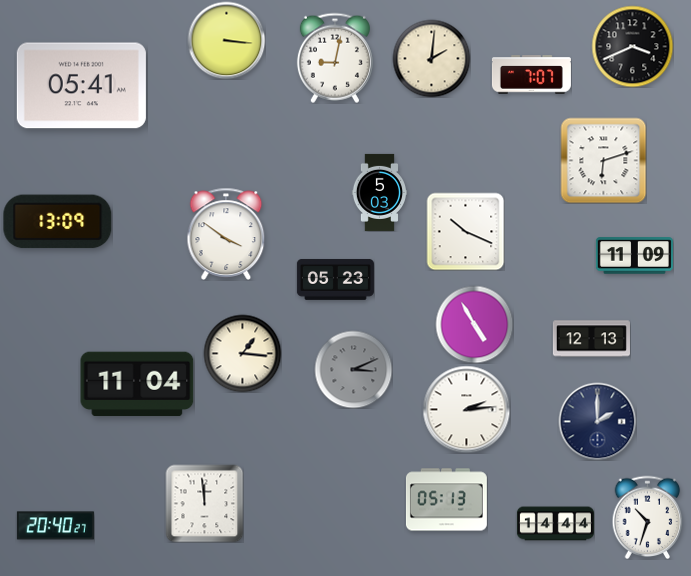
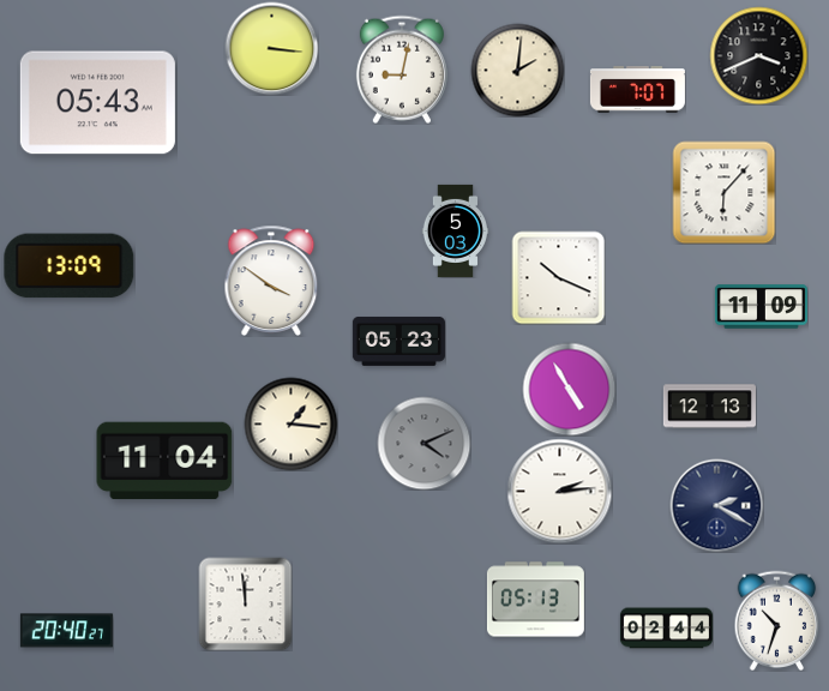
clock at (81, 86): 05:41 -> 05:43
clock at (603, 160): 6:12 -> 6:07
clock at (335, 279) position: (335, 279) -> (398, 341)
clock at (353, 369): 3:11 -> 4:11
clock at (597, 421): 2:00 -> 2:20
clock at (555, 524): 14:44 -> 02:44
